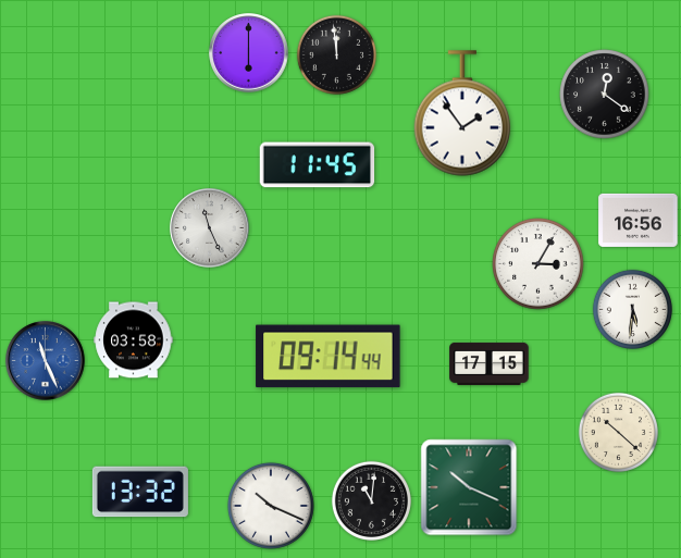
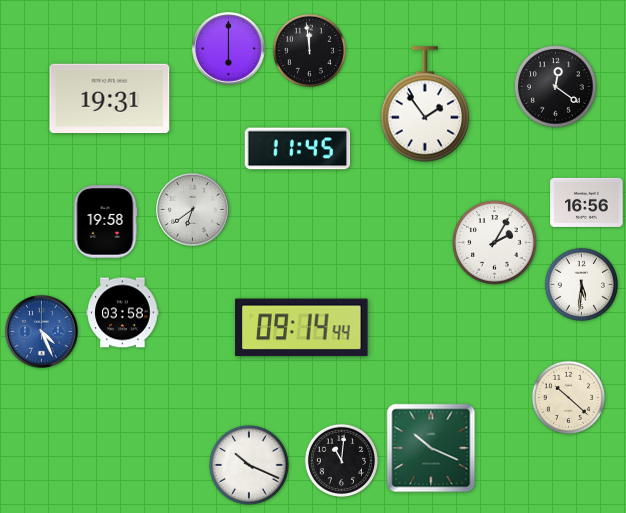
clock at (110, 98): none -> 19:31
clock at (318, 165) position: (318, 165) -> (298, 149)
clock at (210, 228): 11:26 -> 6:39
clock at (105, 222): none -> 19:58
clock at (538, 264): 3:05 -> 2:05
clock at (46, 361): 11:26 -> 4:26
clock at (490, 363): 17:15 -> none
clock at (140, 492): 13:32 -> none
